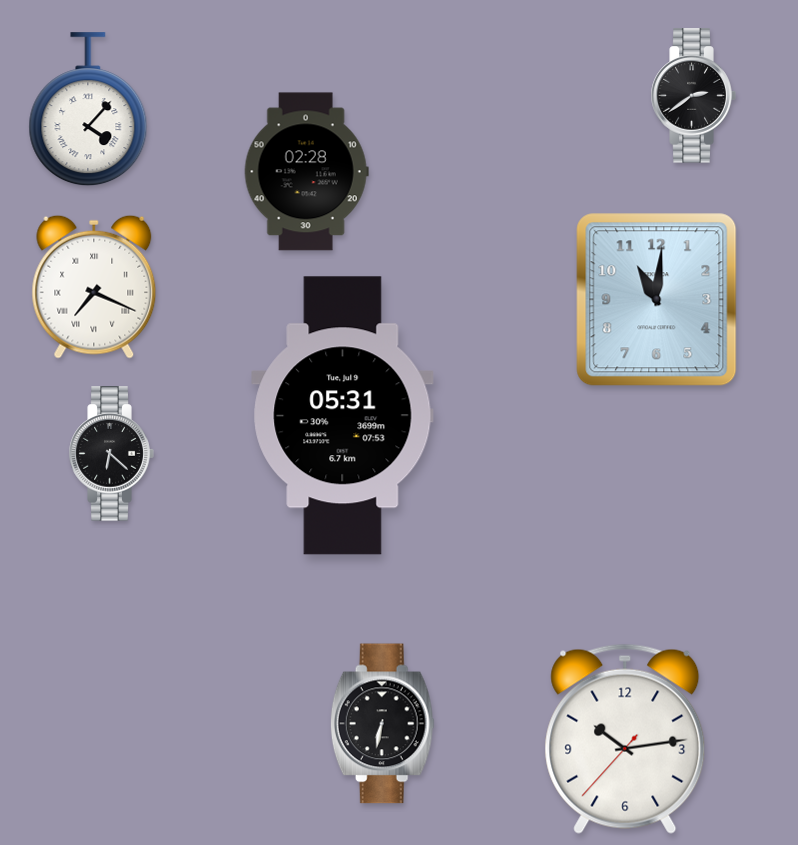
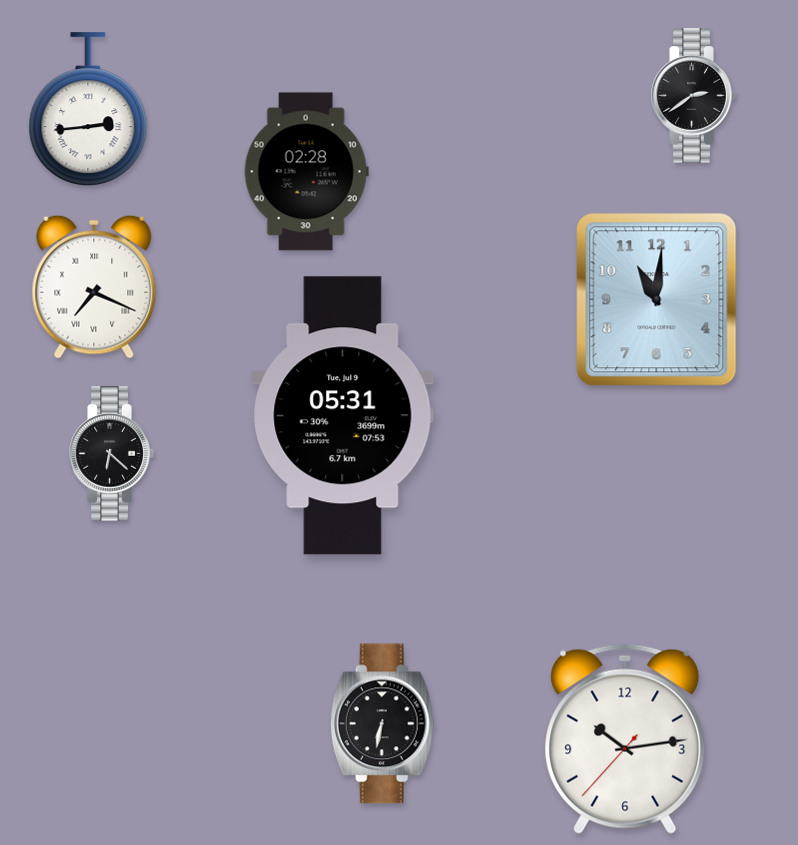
clock at (88, 110): 4:07 -> 2:44
